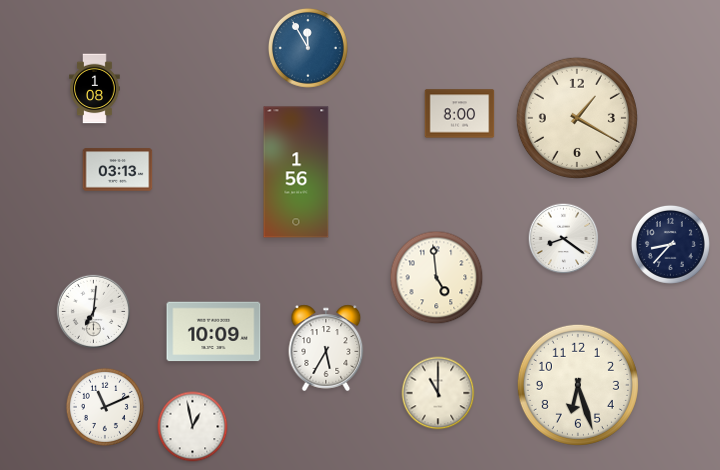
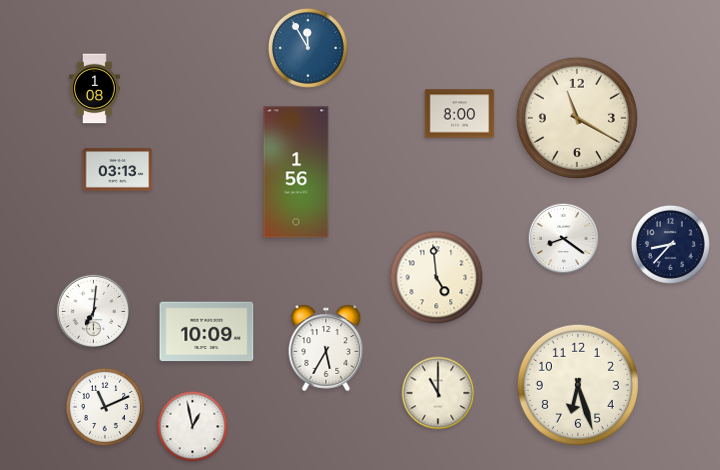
clock at (577, 118): 1:20 -> 11:20
clock at (214, 332) position: (214, 332) -> (207, 332)
